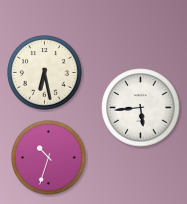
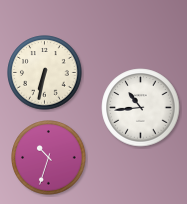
clock at (45, 73): 6:28 -> 6:32
clock at (141, 108): 5:44 -> 10:44
